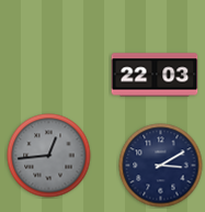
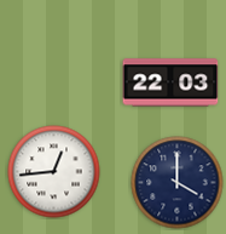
clock at (49, 156) dial: grey -> white
clock at (161, 166): 3:10 -> 4:00
